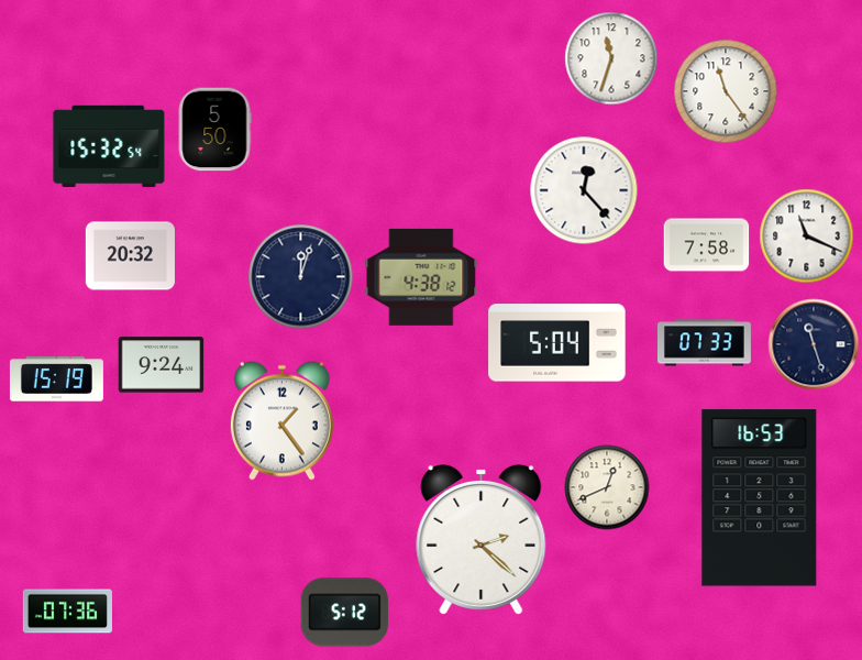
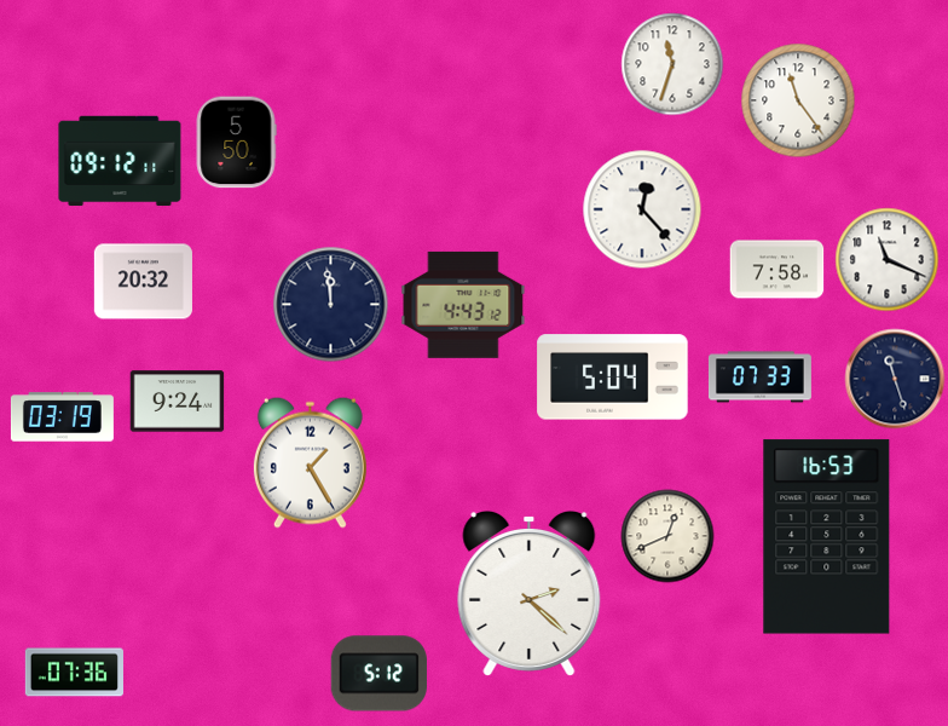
clock at (109, 146): 15:32 -> 09:12
clock at (301, 277): 12:03 -> 11:59
clock at (421, 277): 4:38 -> 4:43
clock at (704, 343) position: (704, 343) -> (759, 378)
clock at (56, 380): 15:19 -> 03:19
clock at (281, 420): 1:24 -> 1:25
clock at (760, 498) position: (760, 498) -> (827, 537)
